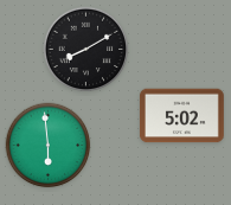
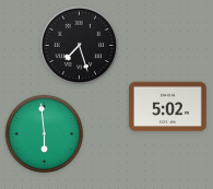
clock at (86, 50): 8:10 -> 7:27
